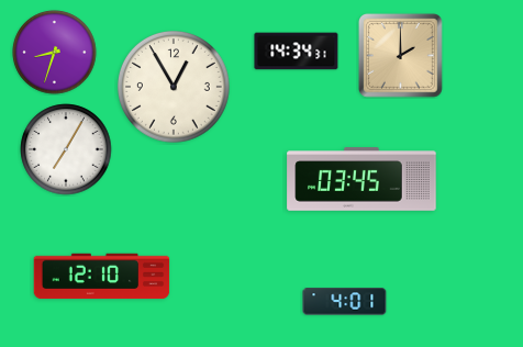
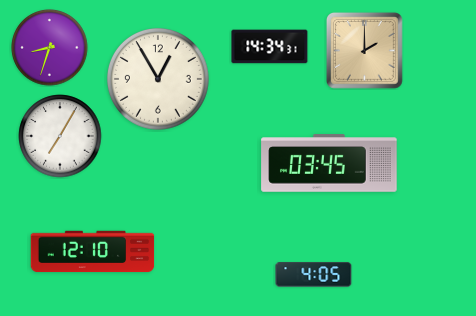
clock at (345, 302): 4:01 -> 4:05
